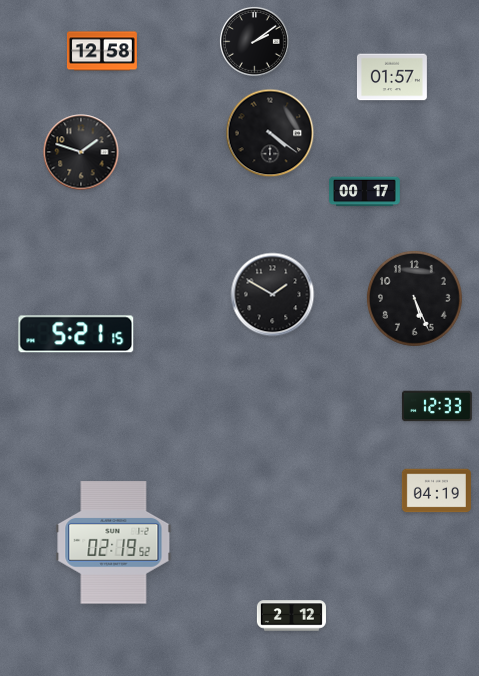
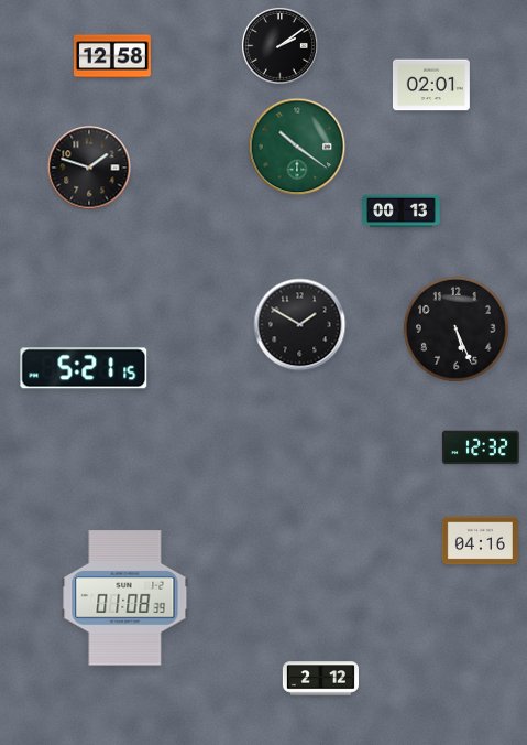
clock at (392, 77): 01:57 -> 02:01
clock at (270, 133): 4:21 -> 10:21
clock at (270, 133) dial: black -> green
clock at (365, 192): 00:17 -> 00:13
clock at (437, 406): 12:33 -> 12:32
clock at (436, 491): 04:19 -> 04:16
clock at (114, 543): 02:19 -> 01:08
